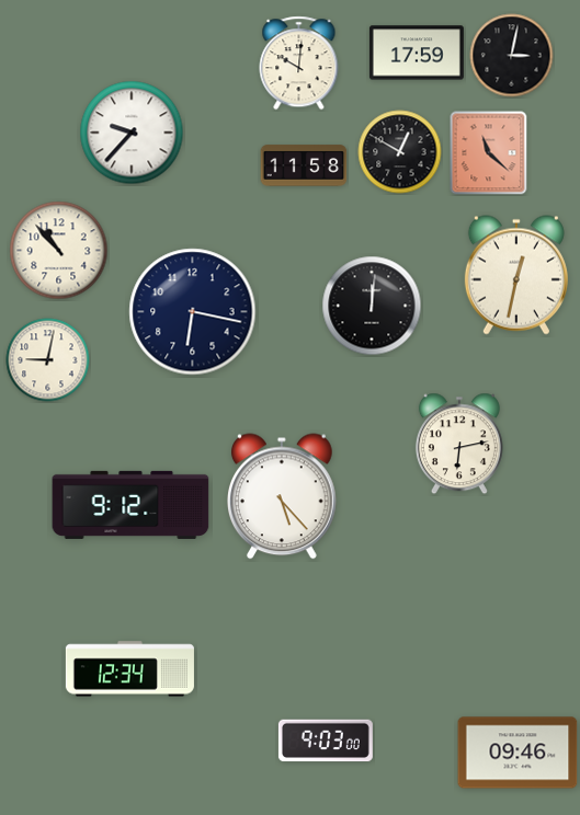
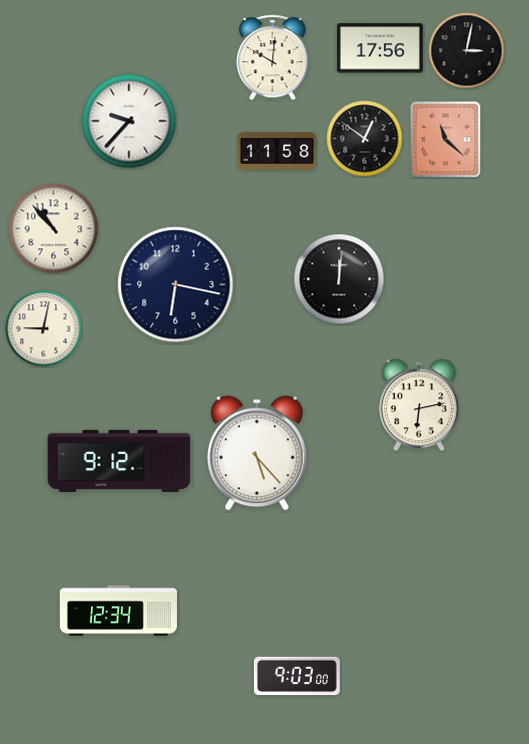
clock at (417, 53): 17:59 -> 17:56
clock at (132, 133) position: (132, 133) -> (129, 121)
clock at (400, 152): 12:50 -> 12:51
clock at (516, 275): 12:32 -> none
clock at (518, 753): 09:46 -> none
